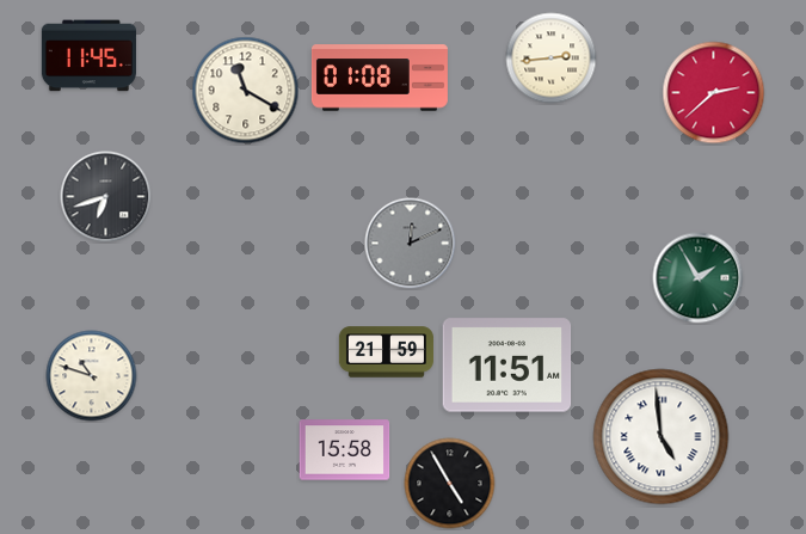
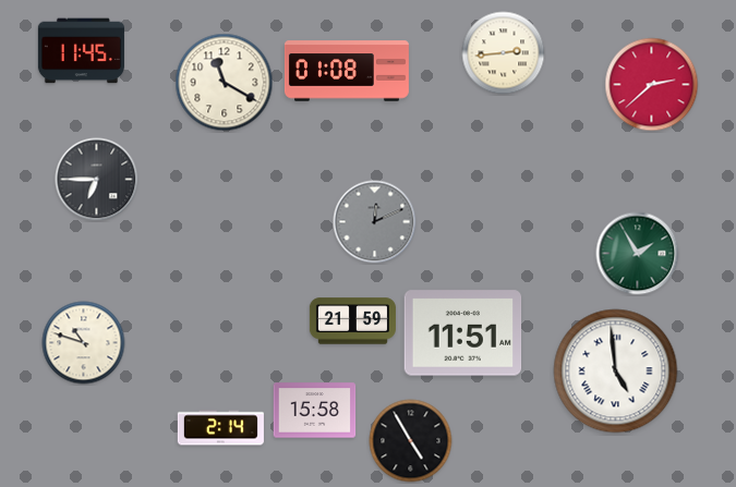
clock at (106, 197): 6:42 -> 6:45
clock at (662, 437) position: (662, 437) -> (616, 372)
clock at (220, 428): none -> 2:14
